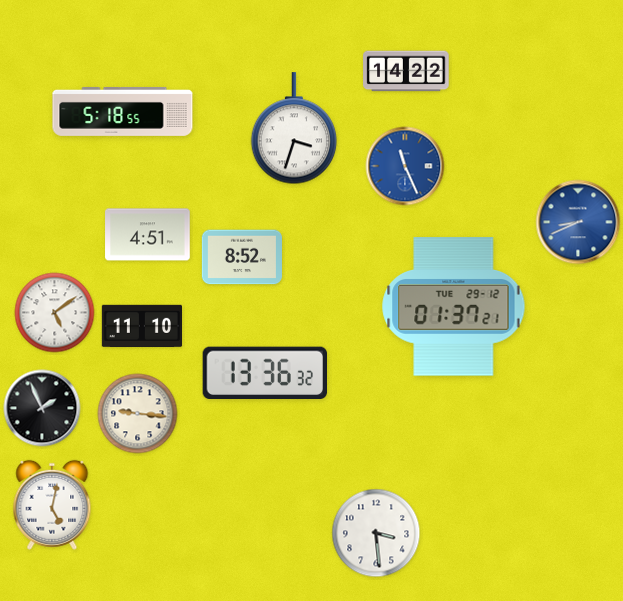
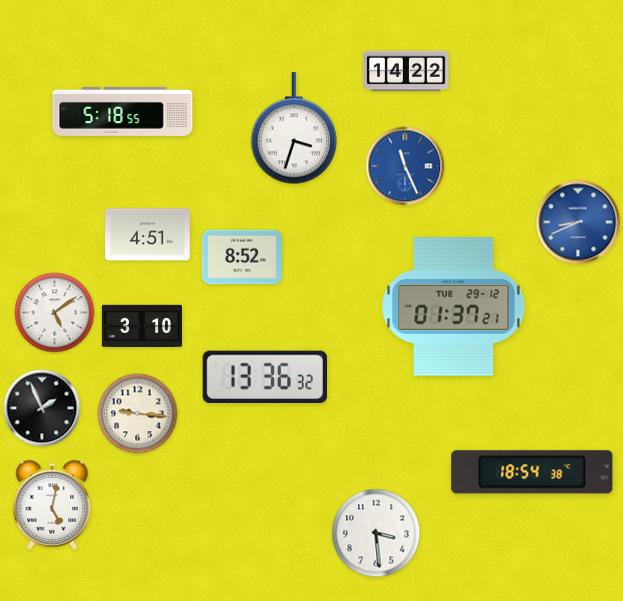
clock at (141, 325): 11:10 -> 3:10
clock at (265, 373) position: (265, 373) -> (265, 377)
clock at (532, 472): none -> 18:54
